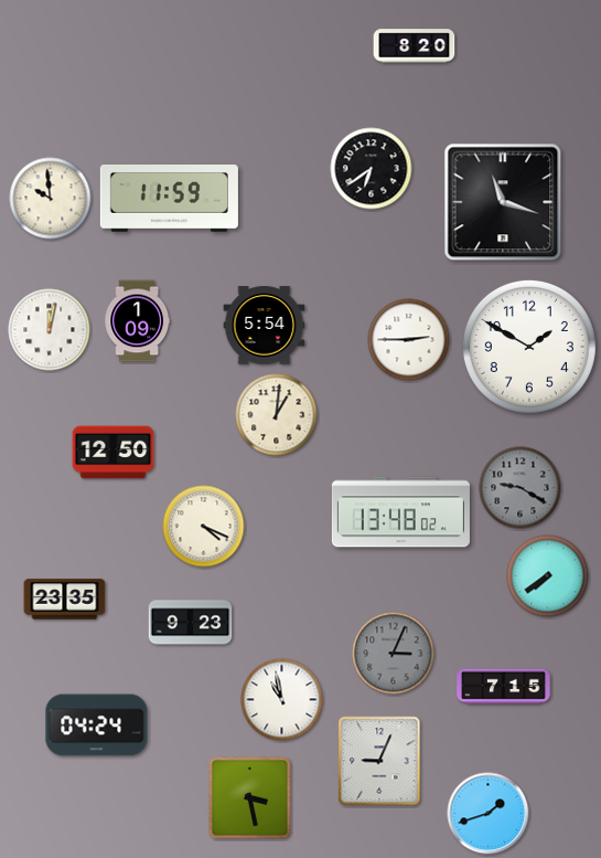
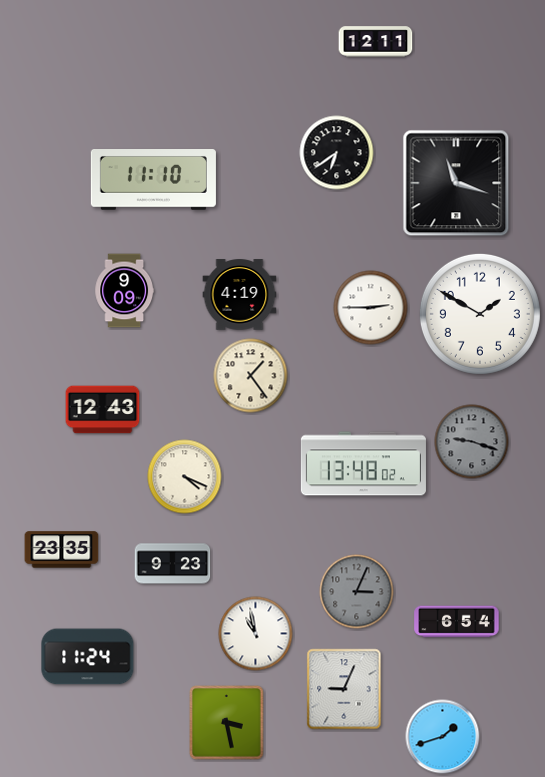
clock at (415, 46): 8:20 -> 12:11
clock at (51, 199): 9:59 -> none
clock at (169, 199): 11:59 -> 11:10
clock at (137, 321): 1:09 -> 9:09
clock at (265, 326): 5:54 -> 4:19
clock at (50, 330): 12:02 -> none
clock at (277, 415): 1:01 -> 1:24
clock at (114, 453): 12:50 -> 12:43
clock at (520, 488): 9:20 -> 9:18
clock at (548, 576): 7:39 -> none
clock at (65, 600) position: (65, 600) -> (62, 550)
clock at (504, 687): 7:15 -> 6:54
clock at (97, 725): 04:24 -> 11:24
